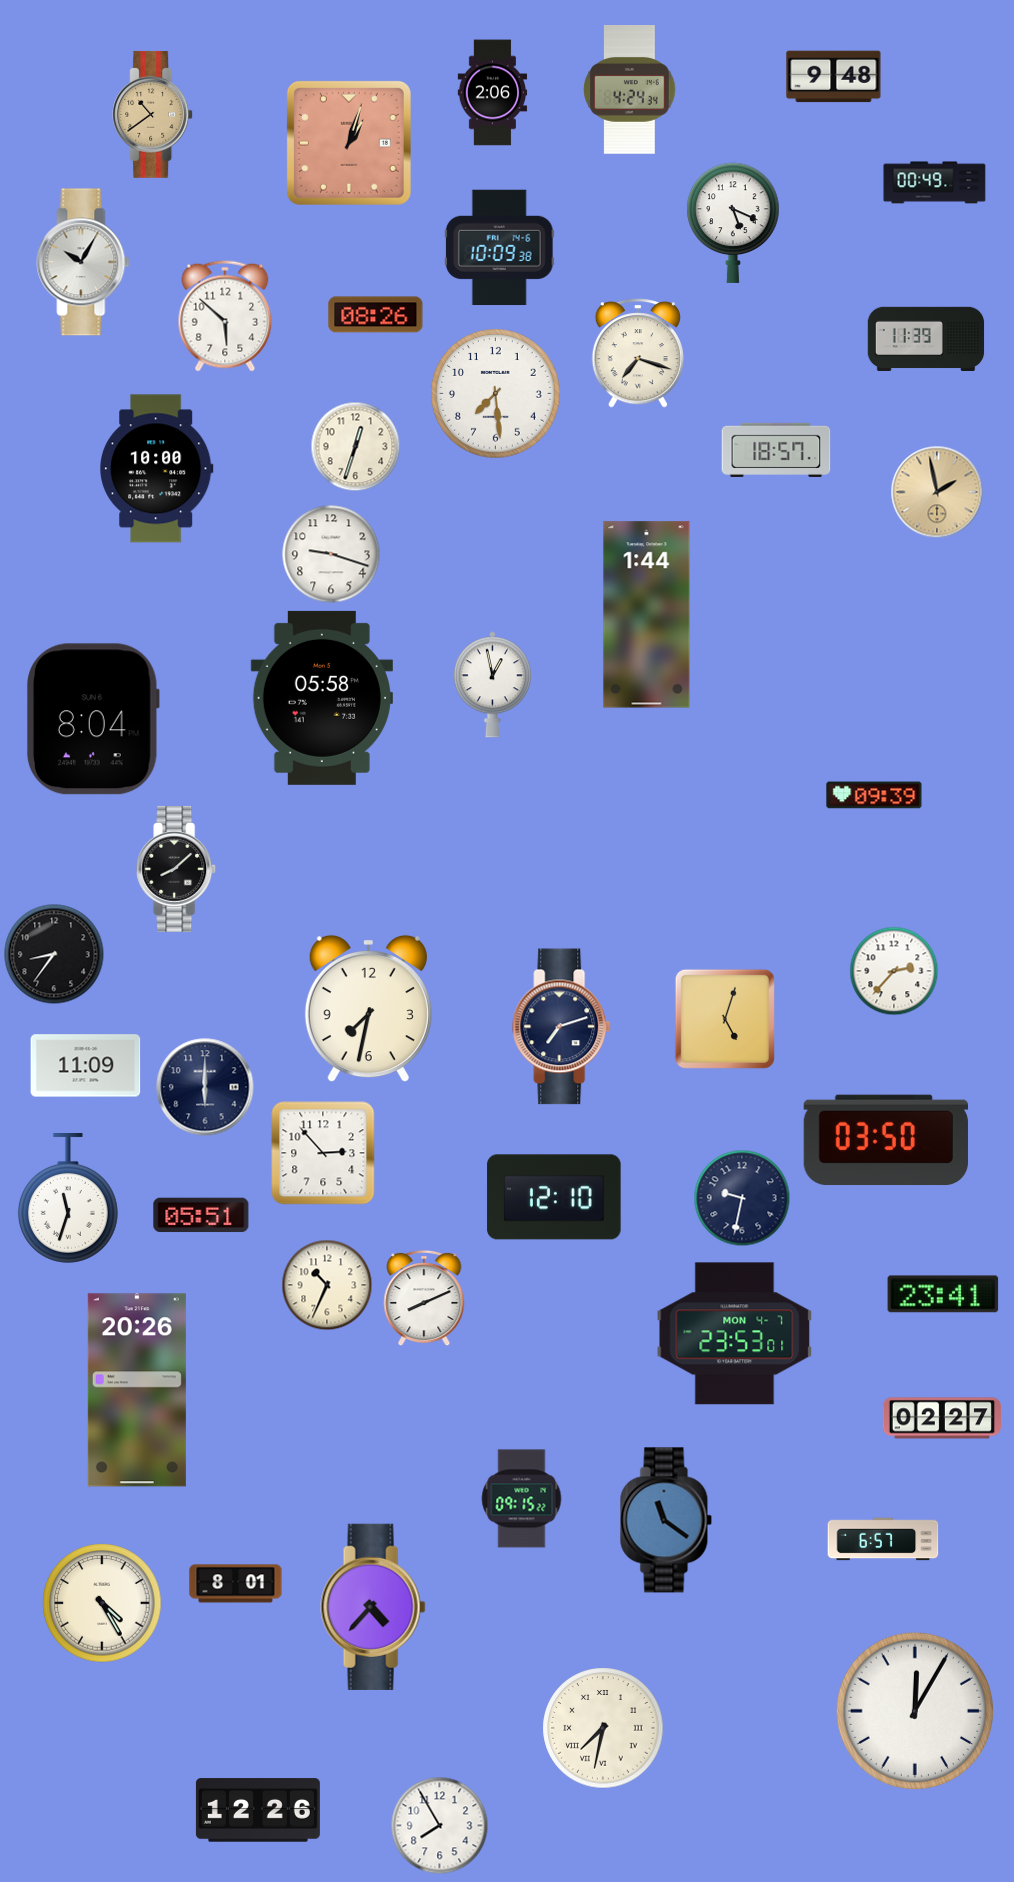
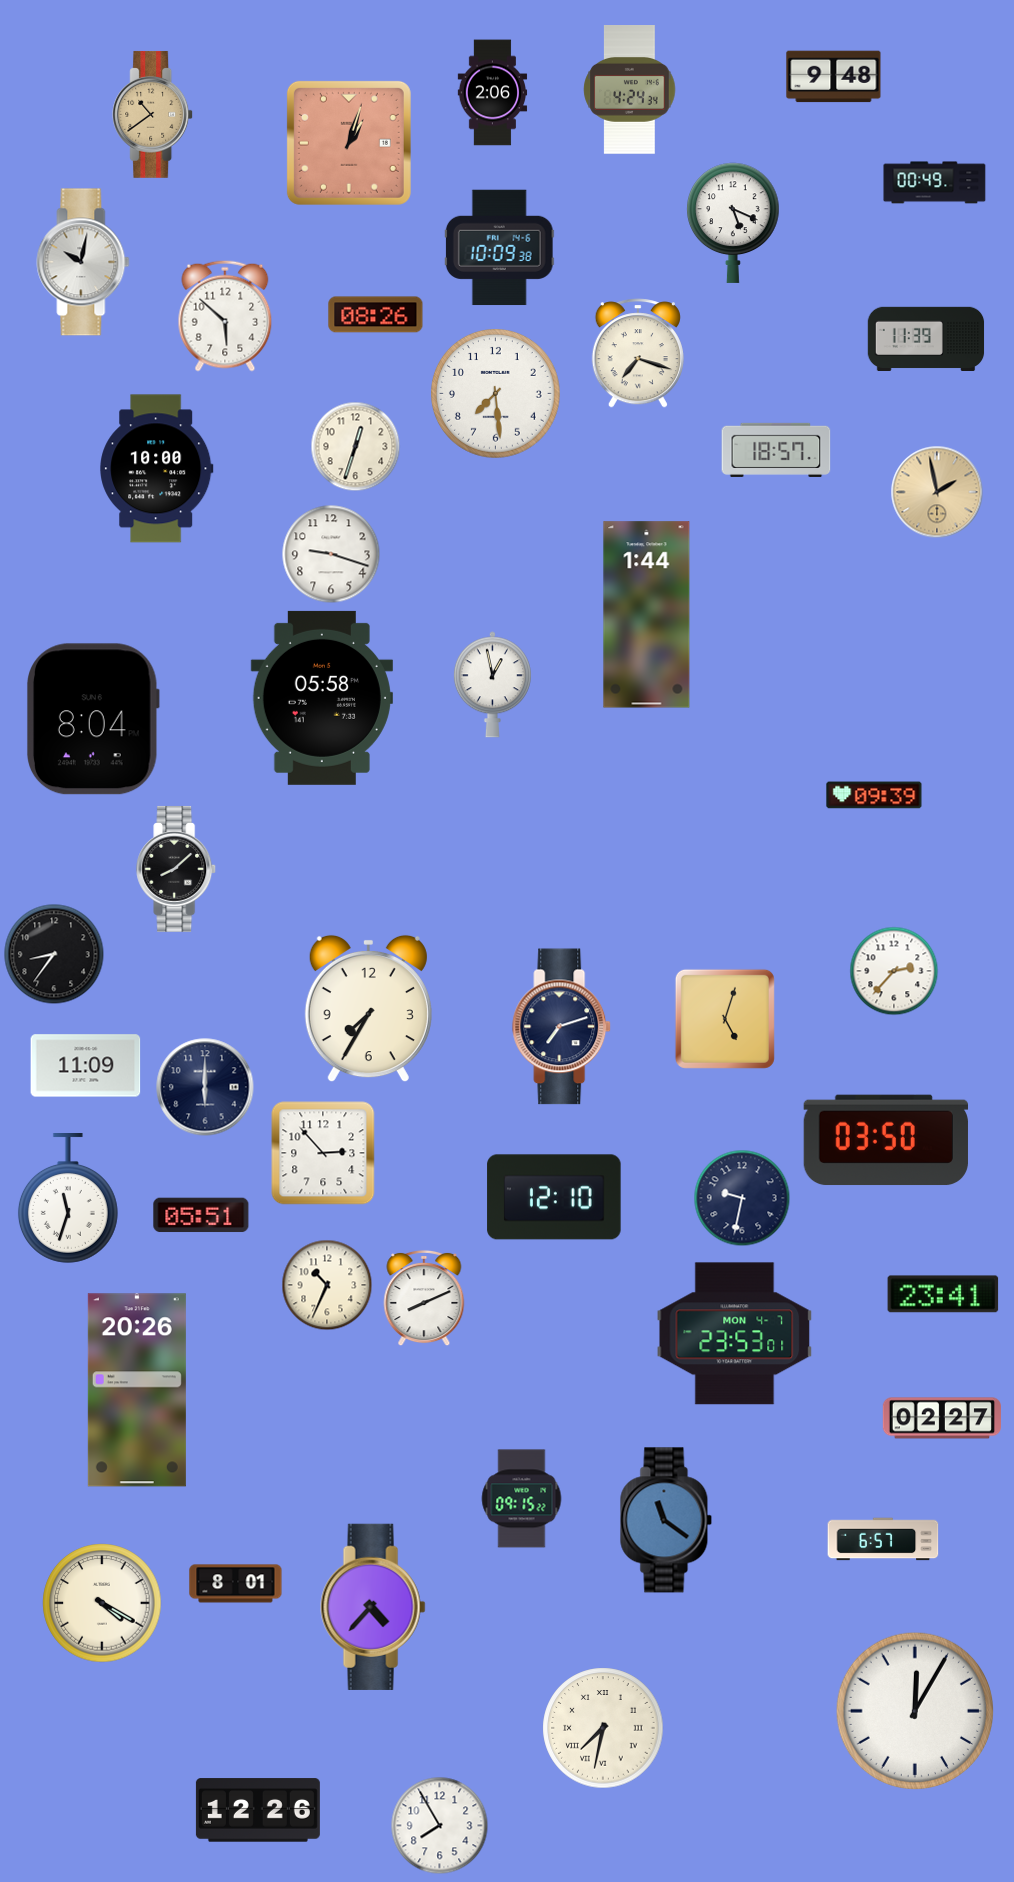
clock at (83, 262): 10:05 -> 10:02
clock at (368, 1009): 7:32 -> 7:35
clock at (102, 1603): 4:25 -> 4:20
